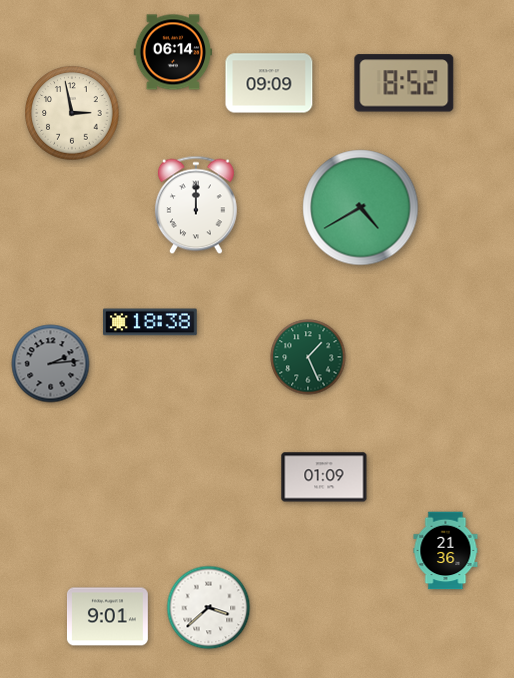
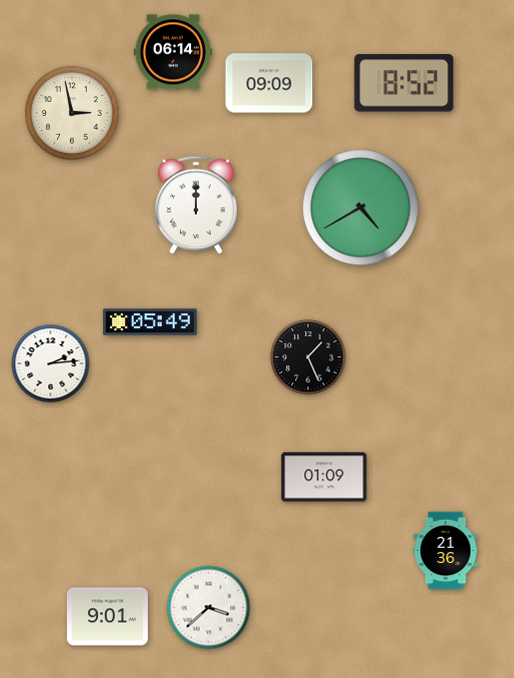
clock at (151, 322): 18:38 -> 05:49
clock at (308, 357) dial: green -> black
clock at (51, 364) dial: grey -> white
